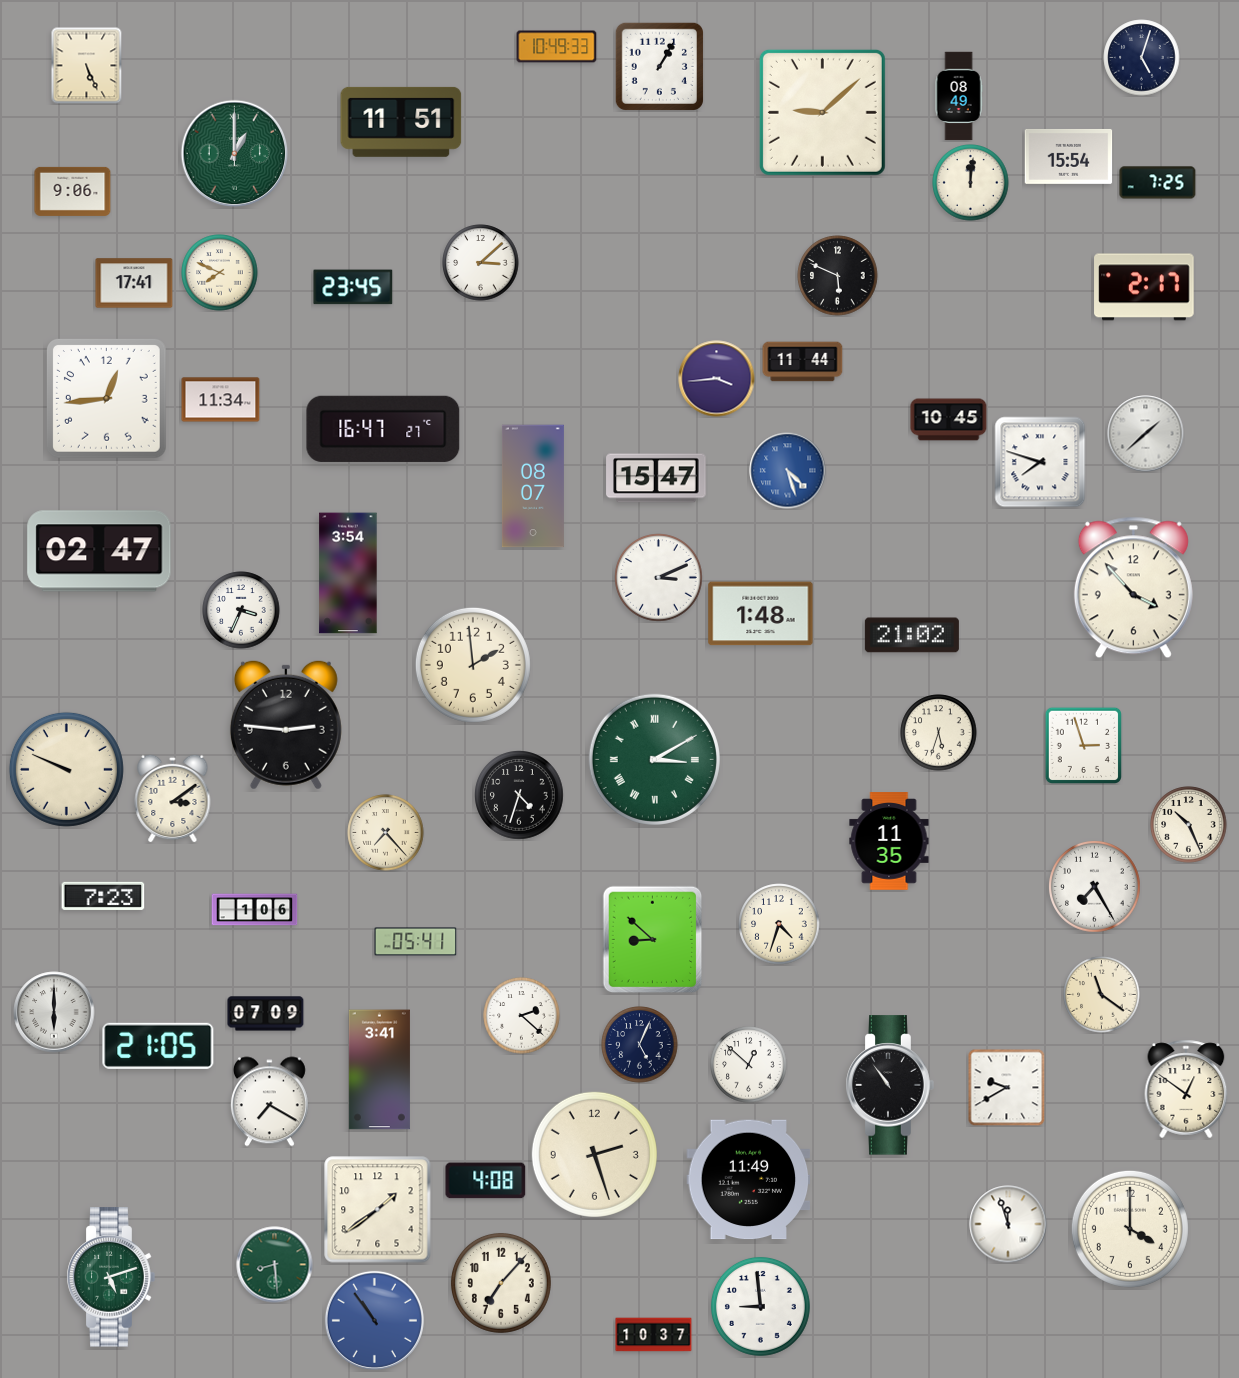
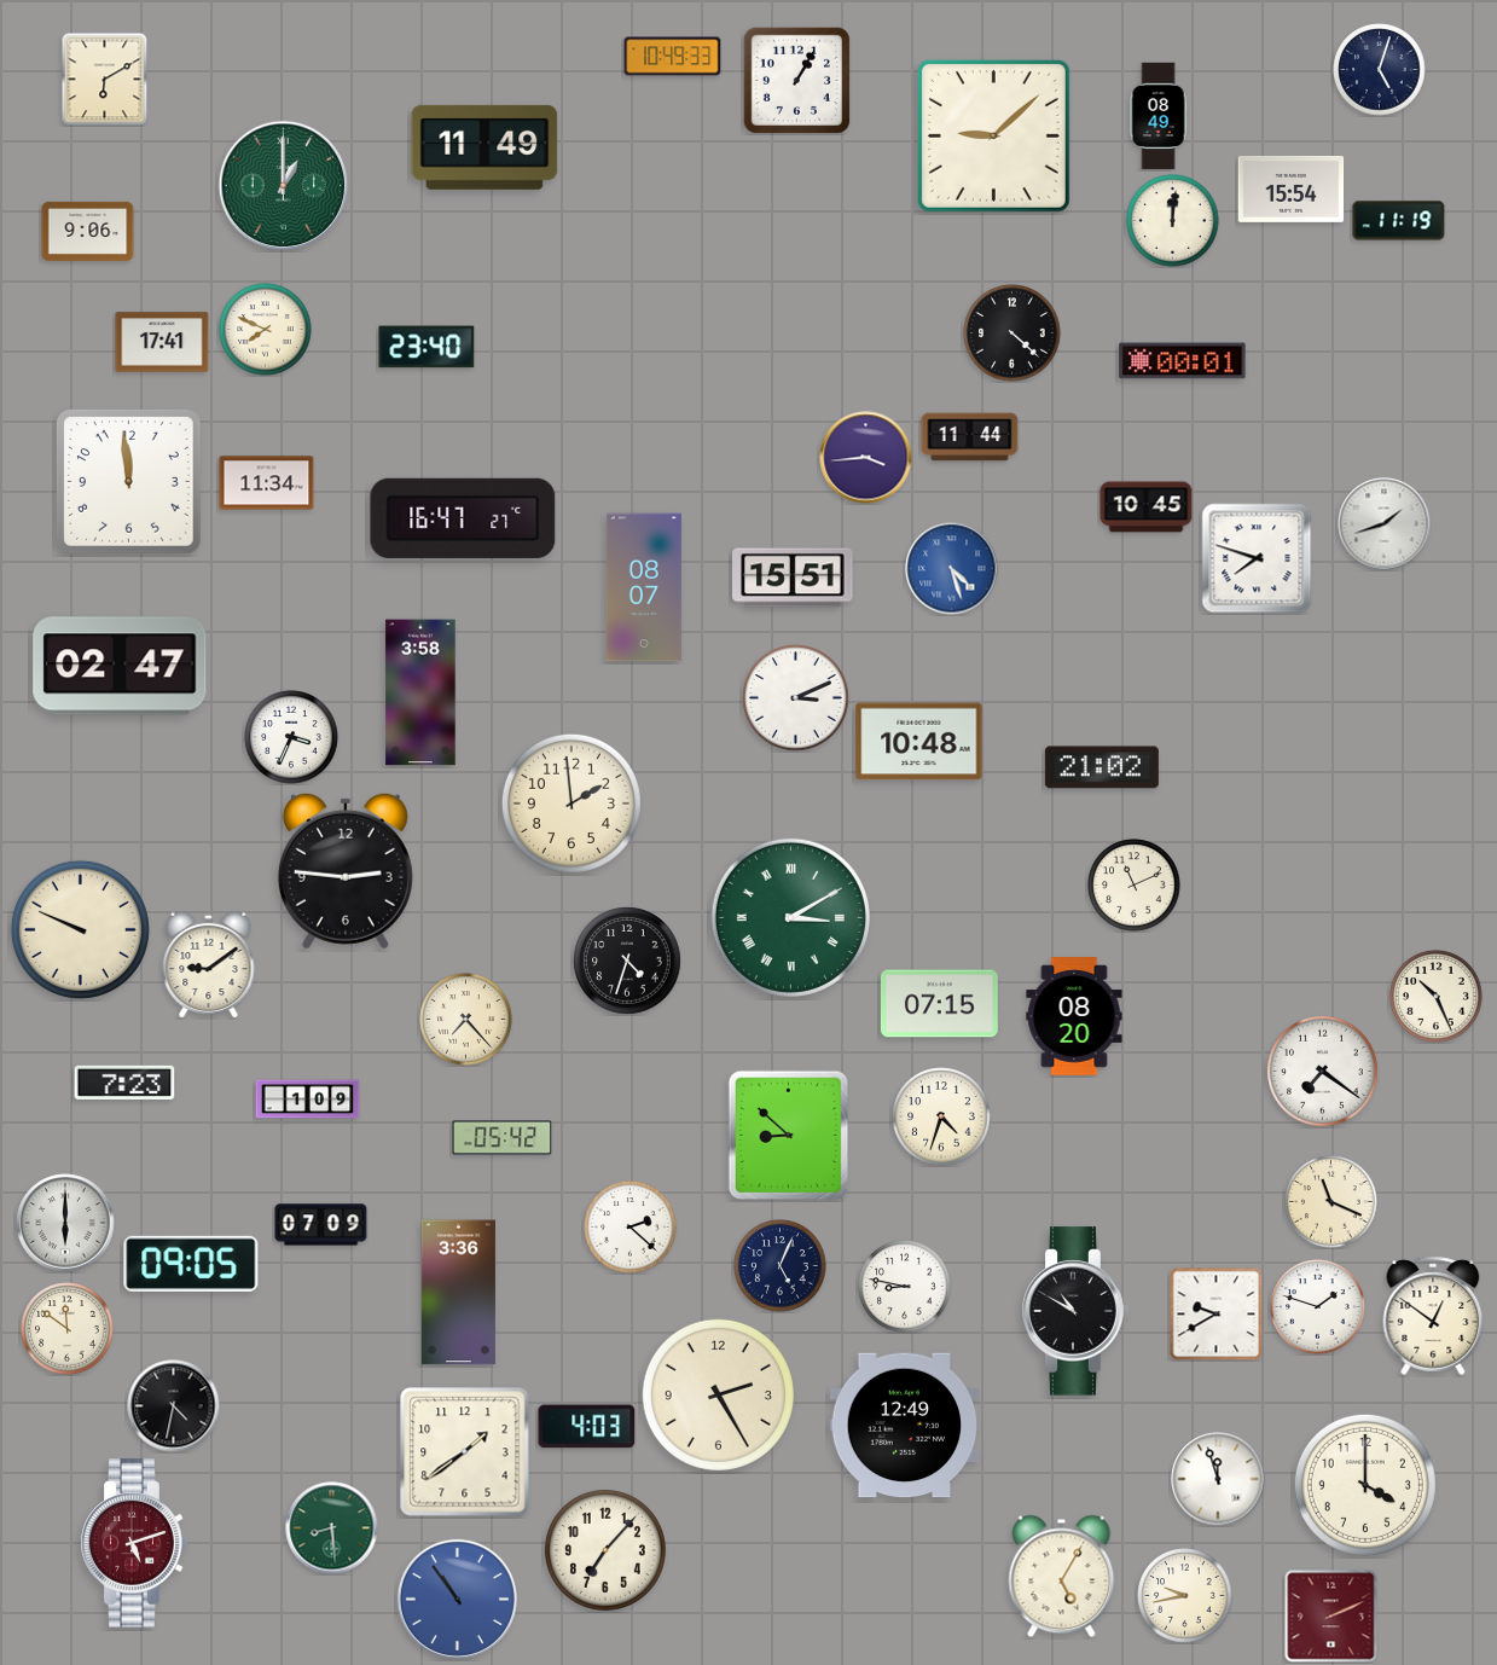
clock at (87, 65): 5:26 -> 6:10
clock at (401, 122): 11:51 -> 11:49
clock at (1158, 183): 7:25 -> 11:19
clock at (481, 263): 3:08 -> none
clock at (838, 276): 5:49 -> 4:22
clock at (353, 287): 23:45 -> 23:40
clock at (1144, 287): 2:17 -> none
clock at (1183, 361): none -> 00:01
clock at (107, 399): 12:44 -> 11:59
clock at (1146, 434): 1:38 -> 1:42
clock at (656, 478): 15:47 -> 15:51
clock at (348, 573): 3:54 -> 3:58
clock at (1133, 588): 3:53 -> none
clock at (761, 614): 1:48 -> 10:48
clock at (286, 725) position: (286, 725) -> (346, 871)
clock at (939, 733): 5:33 -> 11:11
clock at (1083, 745): 2:57 -> none
clock at (173, 798): 3:09 -> 9:09
clock at (939, 1004): none -> 07:15
clock at (386, 833) position: (386, 833) -> (466, 1020)
clock at (889, 841): 11:35 -> 08:20
clock at (1095, 887): 7:25 -> 7:21
clock at (255, 910): 1:06 -> 1:09
clock at (416, 942): 05:41 -> 05:42
clock at (1102, 995): 11:21 -> 11:19
clock at (640, 1045) position: (640, 1045) -> (781, 1266)
clock at (158, 1046): 21:05 -> 09:05
clock at (749, 1065): 12:52 -> 8:47
clock at (379, 1070): 3:41 -> 3:36
clock at (1318, 1307): none -> 1:48
clock at (890, 1085): 10:54 -> 10:50
clock at (68, 1329): none -> 11:51
clock at (269, 1102): 7:20 -> none
clock at (594, 1154): 2:27 -> 2:25
clock at (174, 1406): none -> 4:32
clock at (749, 1180): 11:49 -> 12:49
clock at (486, 1181): 4:08 -> 4:03
clock at (378, 1210) position: (378, 1210) -> (465, 1452)
clock at (111, 1277) dial: green -> burgundy
clock at (1062, 1577): none -> 5:05
clock at (760, 1306): 8:59 -> none
clock at (374, 1320) position: (374, 1320) -> (457, 1599)
clock at (1185, 1596): none -> 9:43
clock at (654, 1335): 10:37 -> none
clock at (1331, 1617): none -> 2:11
